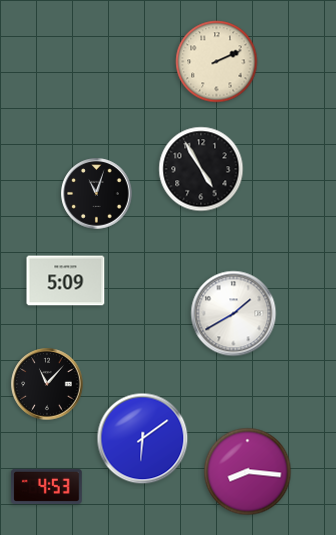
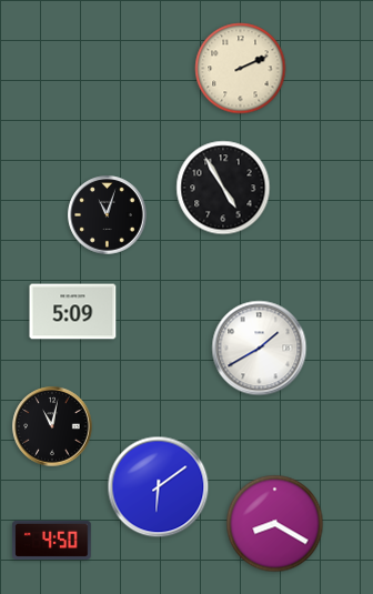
clock at (47, 384): 11:07 -> 11:02
clock at (248, 472): 8:16 -> 8:20
clock at (47, 486): 4:53 -> 4:50
